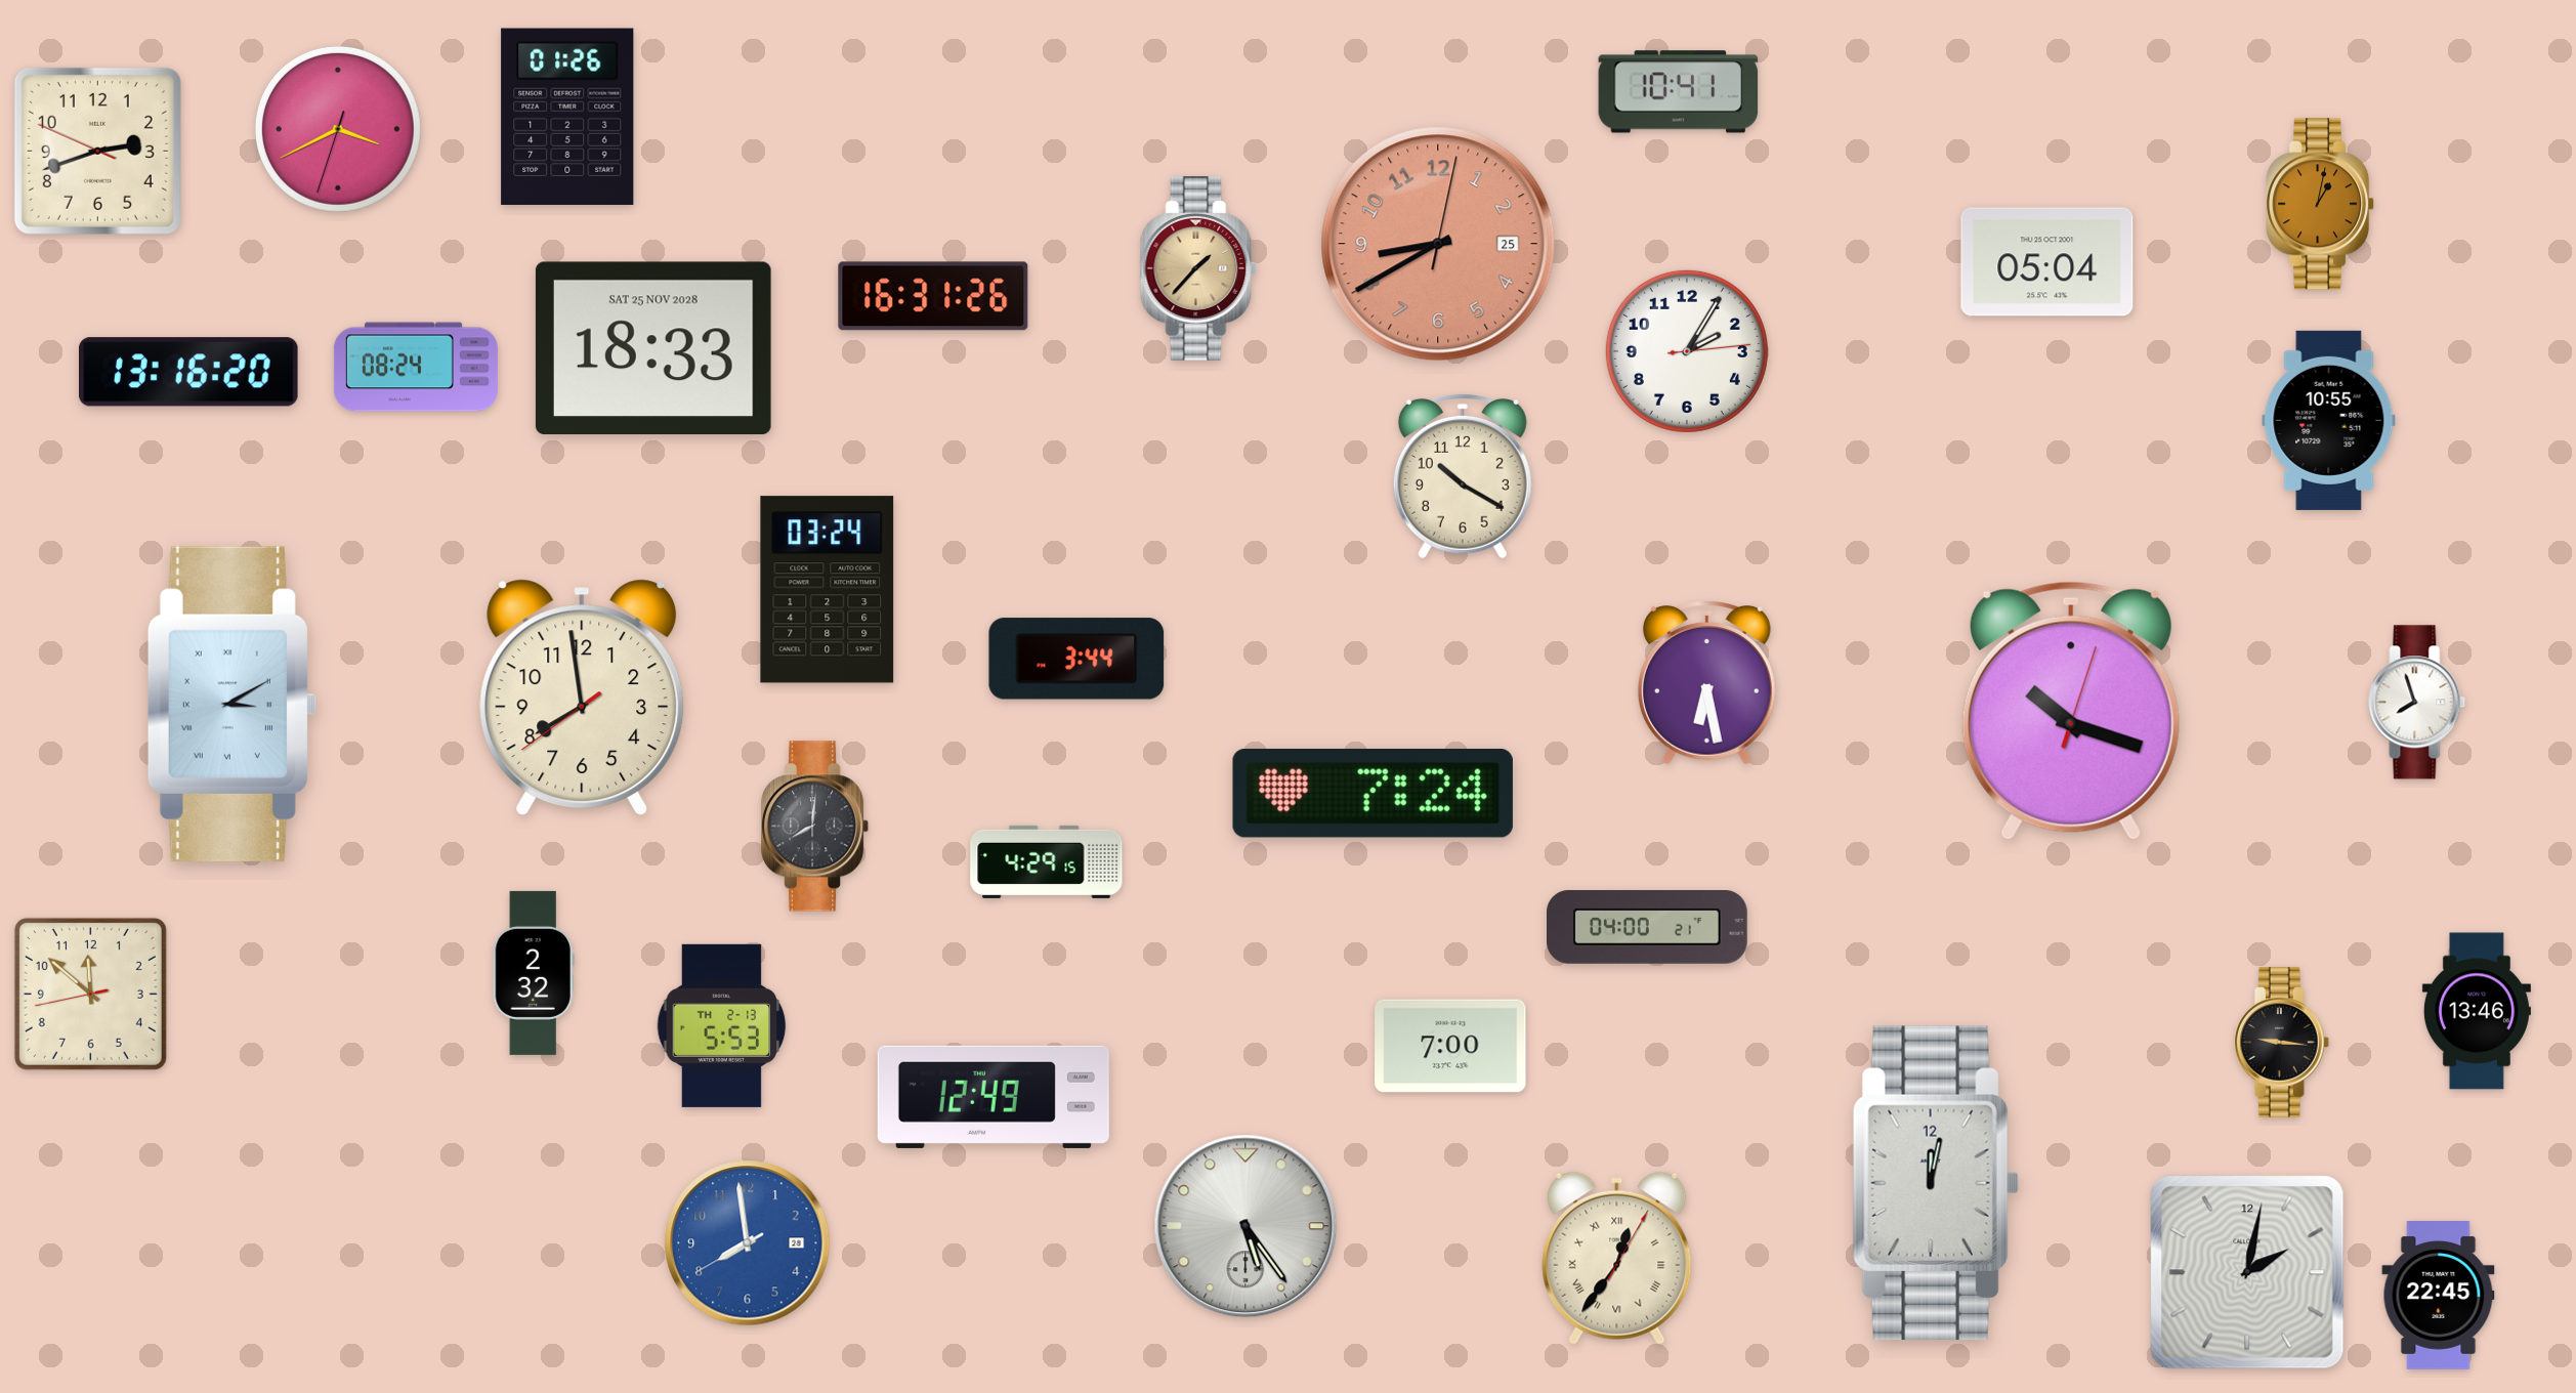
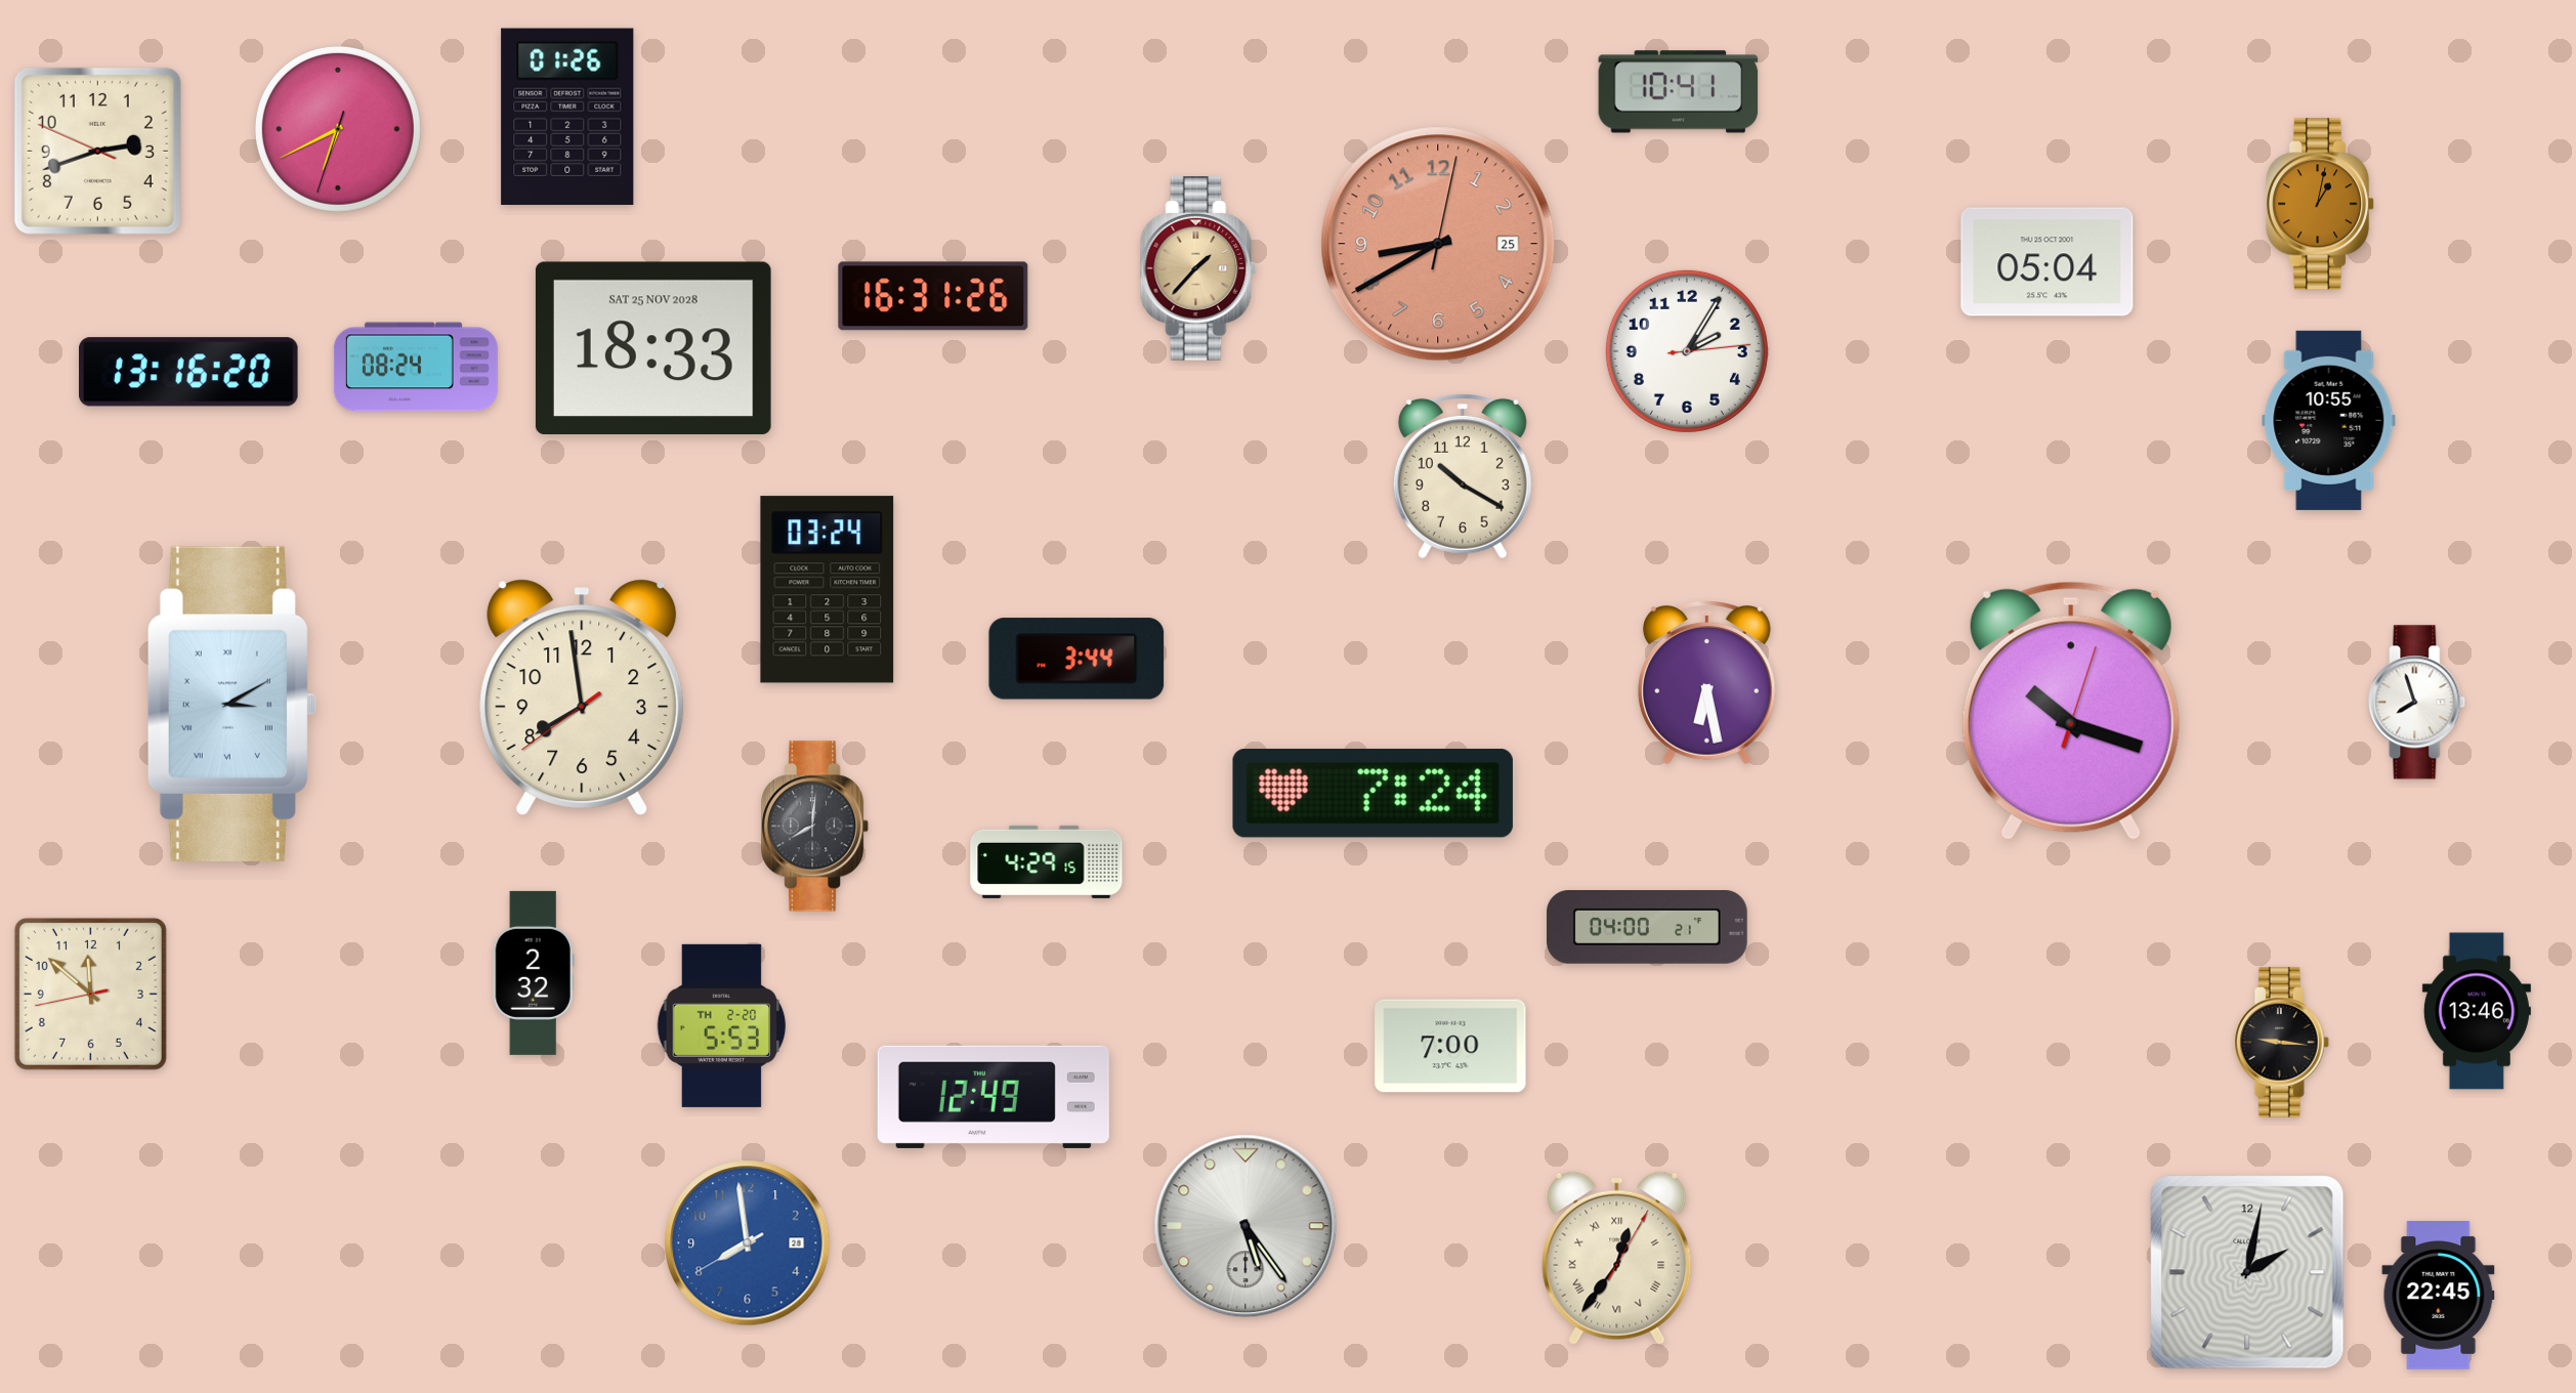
clock at (338, 129): 3:40 -> 6:40
clock at (722, 1025) date: TH 2-13 -> TH 2-20
clock at (1936, 1183): 12:02 -> none
